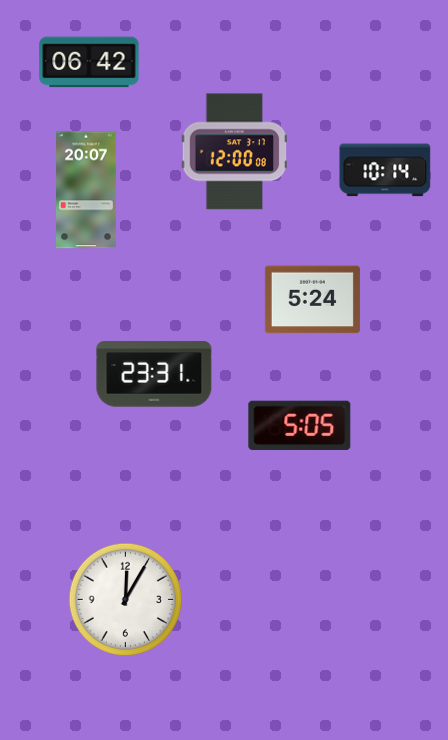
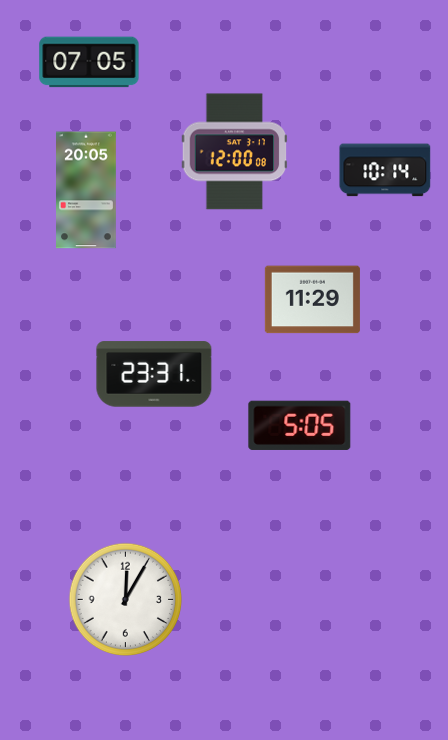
clock at (89, 62): 06:42 -> 07:05
clock at (87, 190): 20:07 -> 20:05
clock at (312, 300): 5:24 -> 11:29
